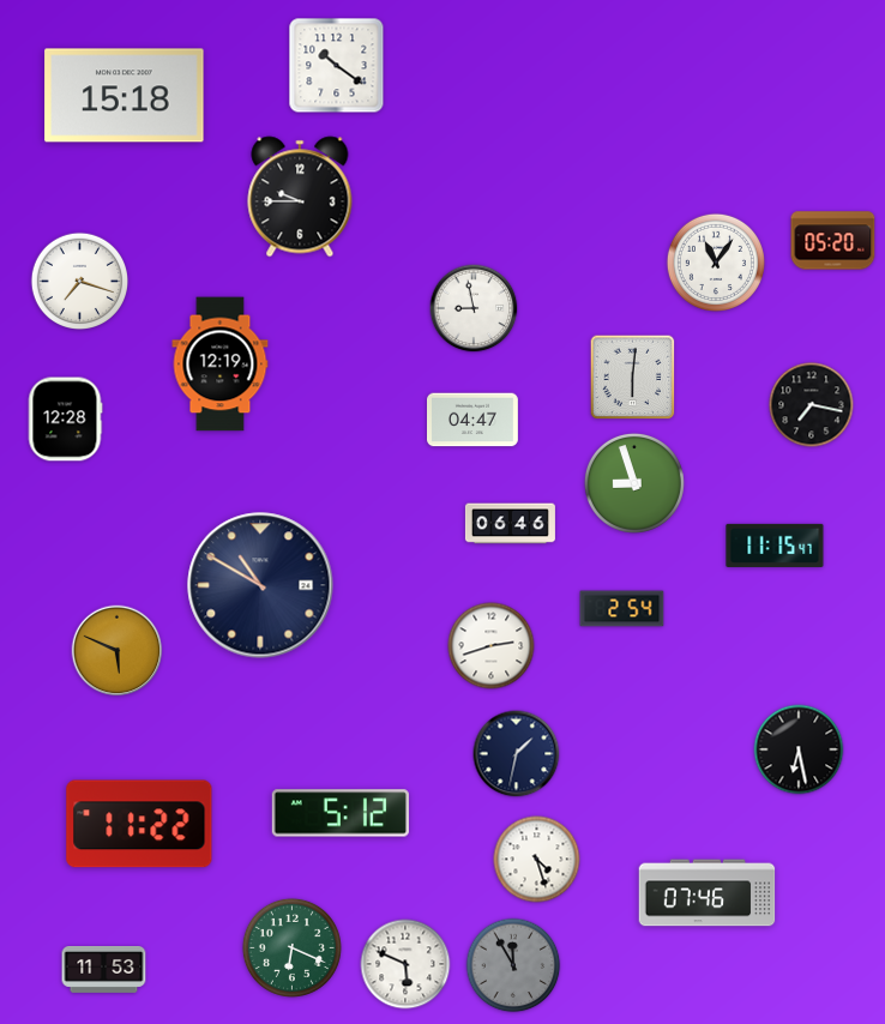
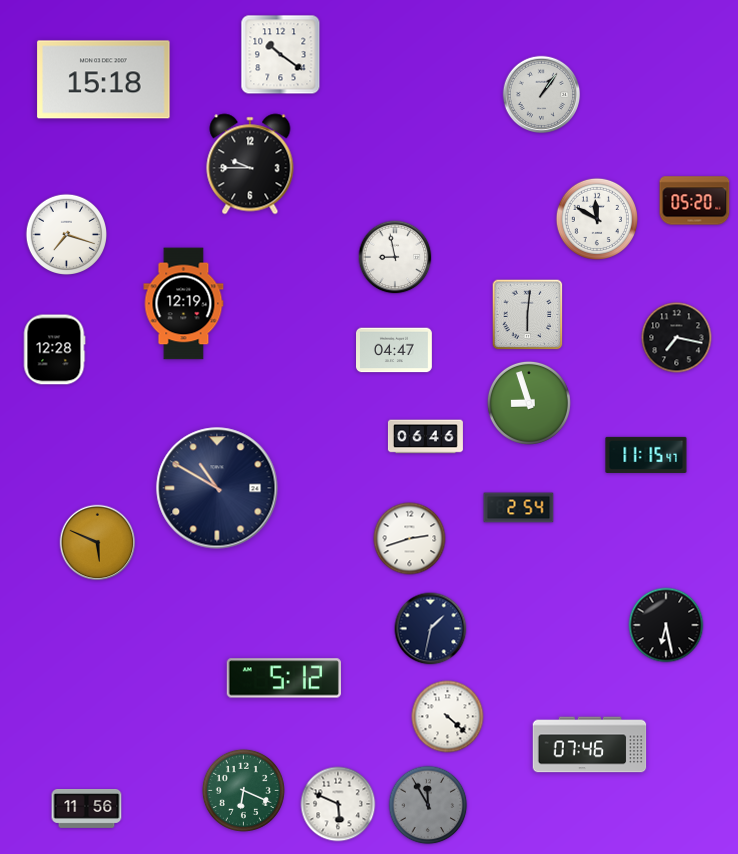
clock at (542, 95): none -> 1:06
clock at (716, 263): 11:06 -> 11:50
clock at (139, 824): 11:22 -> none
clock at (537, 860): 4:27 -> 4:22
clock at (104, 970): 11:53 -> 11:56
